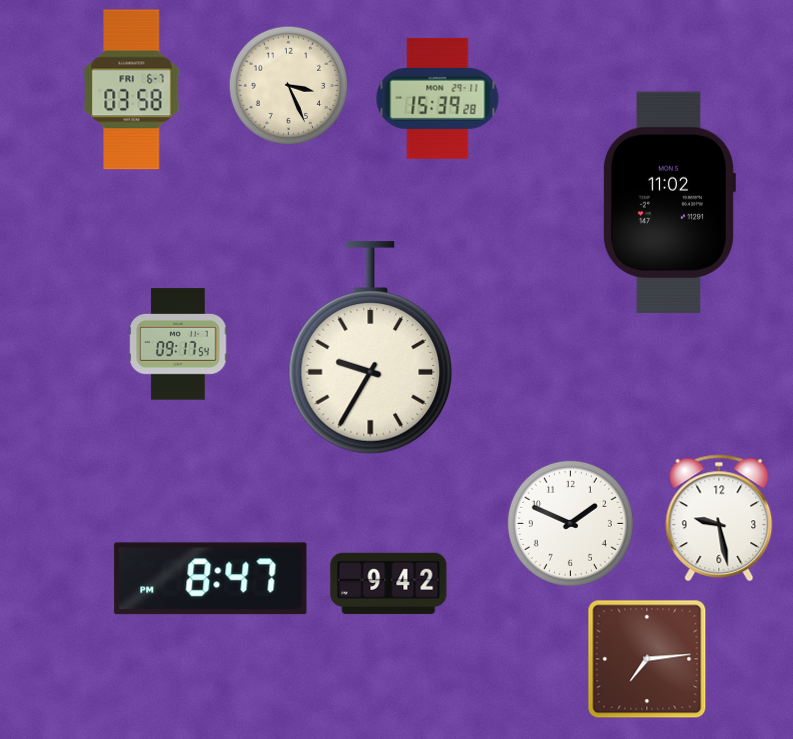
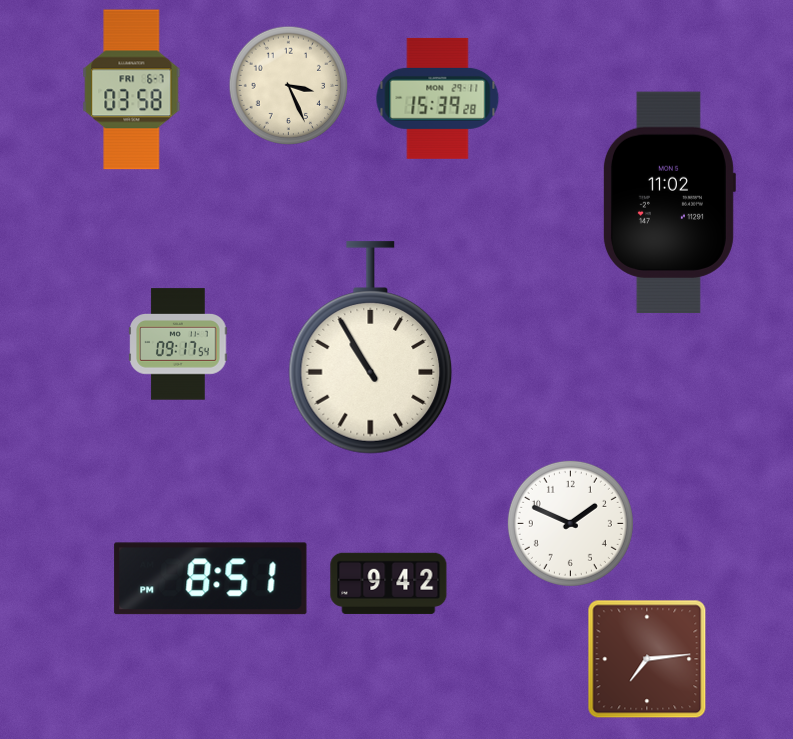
clock at (371, 348): 9:35 -> 10:55
clock at (719, 518): 9:28 -> none
clock at (211, 579): 8:47 -> 8:51
